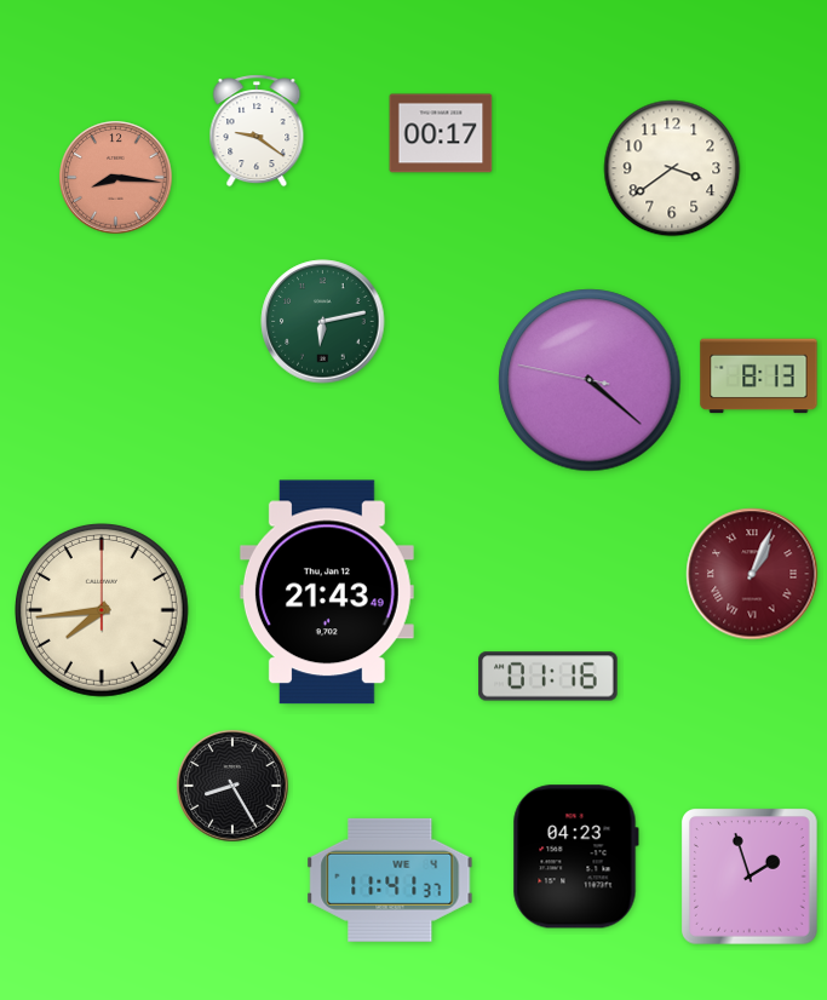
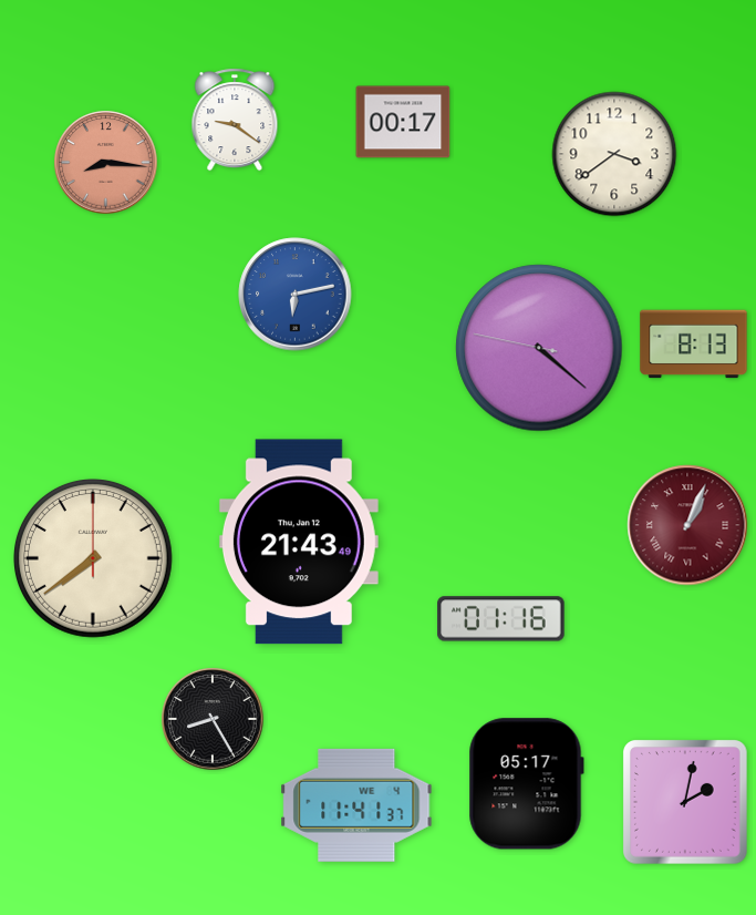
clock at (323, 322) dial: green -> blue
clock at (103, 611): 7:44 -> 7:39
clock at (575, 857): 04:23 -> 05:17
clock at (750, 877): 1:57 -> 2:02
